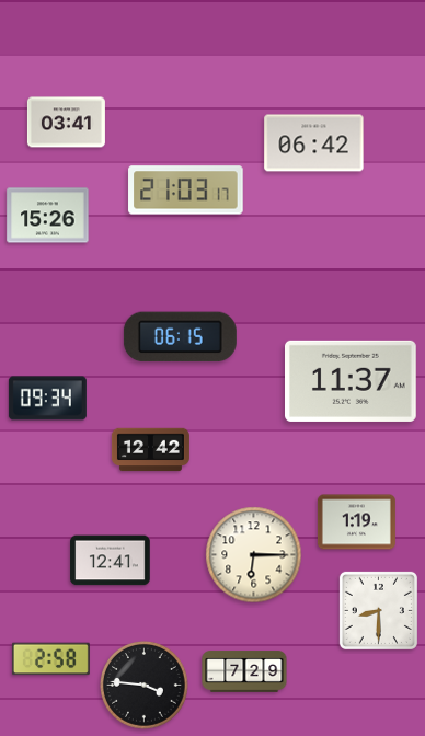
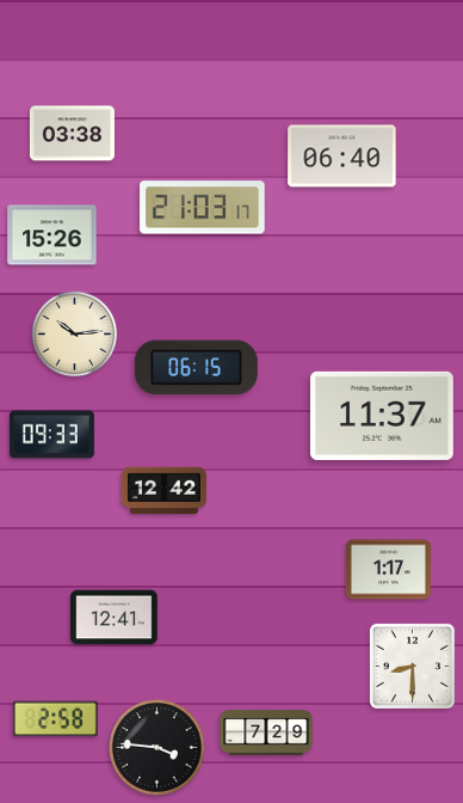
clock at (66, 123): 03:41 -> 03:38
clock at (314, 143): 06:42 -> 06:40
clock at (75, 335): none -> 10:14
clock at (47, 399): 09:34 -> 09:33
clock at (356, 522): 1:19 -> 1:17
clock at (254, 555): 6:15 -> none
clock at (111, 561) position: (111, 561) -> (115, 618)
